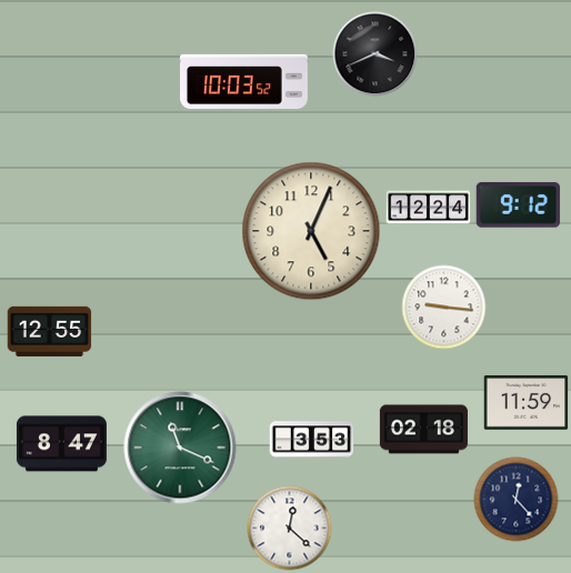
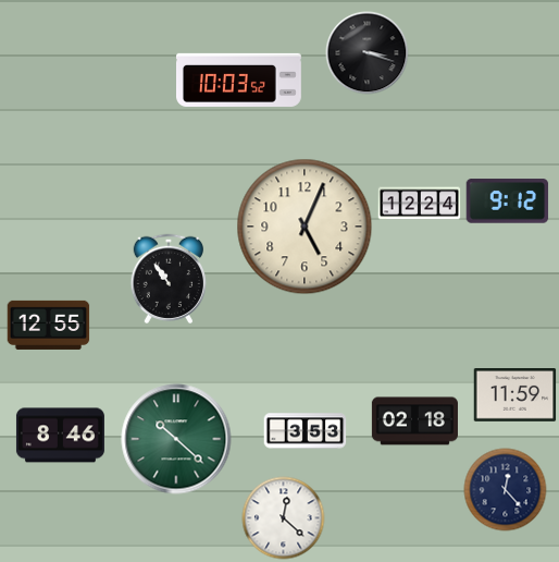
clock at (375, 54): 3:41 -> 3:18
clock at (167, 278): none -> 10:54
clock at (444, 308): 9:16 -> none
clock at (61, 444): 8:47 -> 8:46
clock at (180, 448): 11:19 -> 10:22
